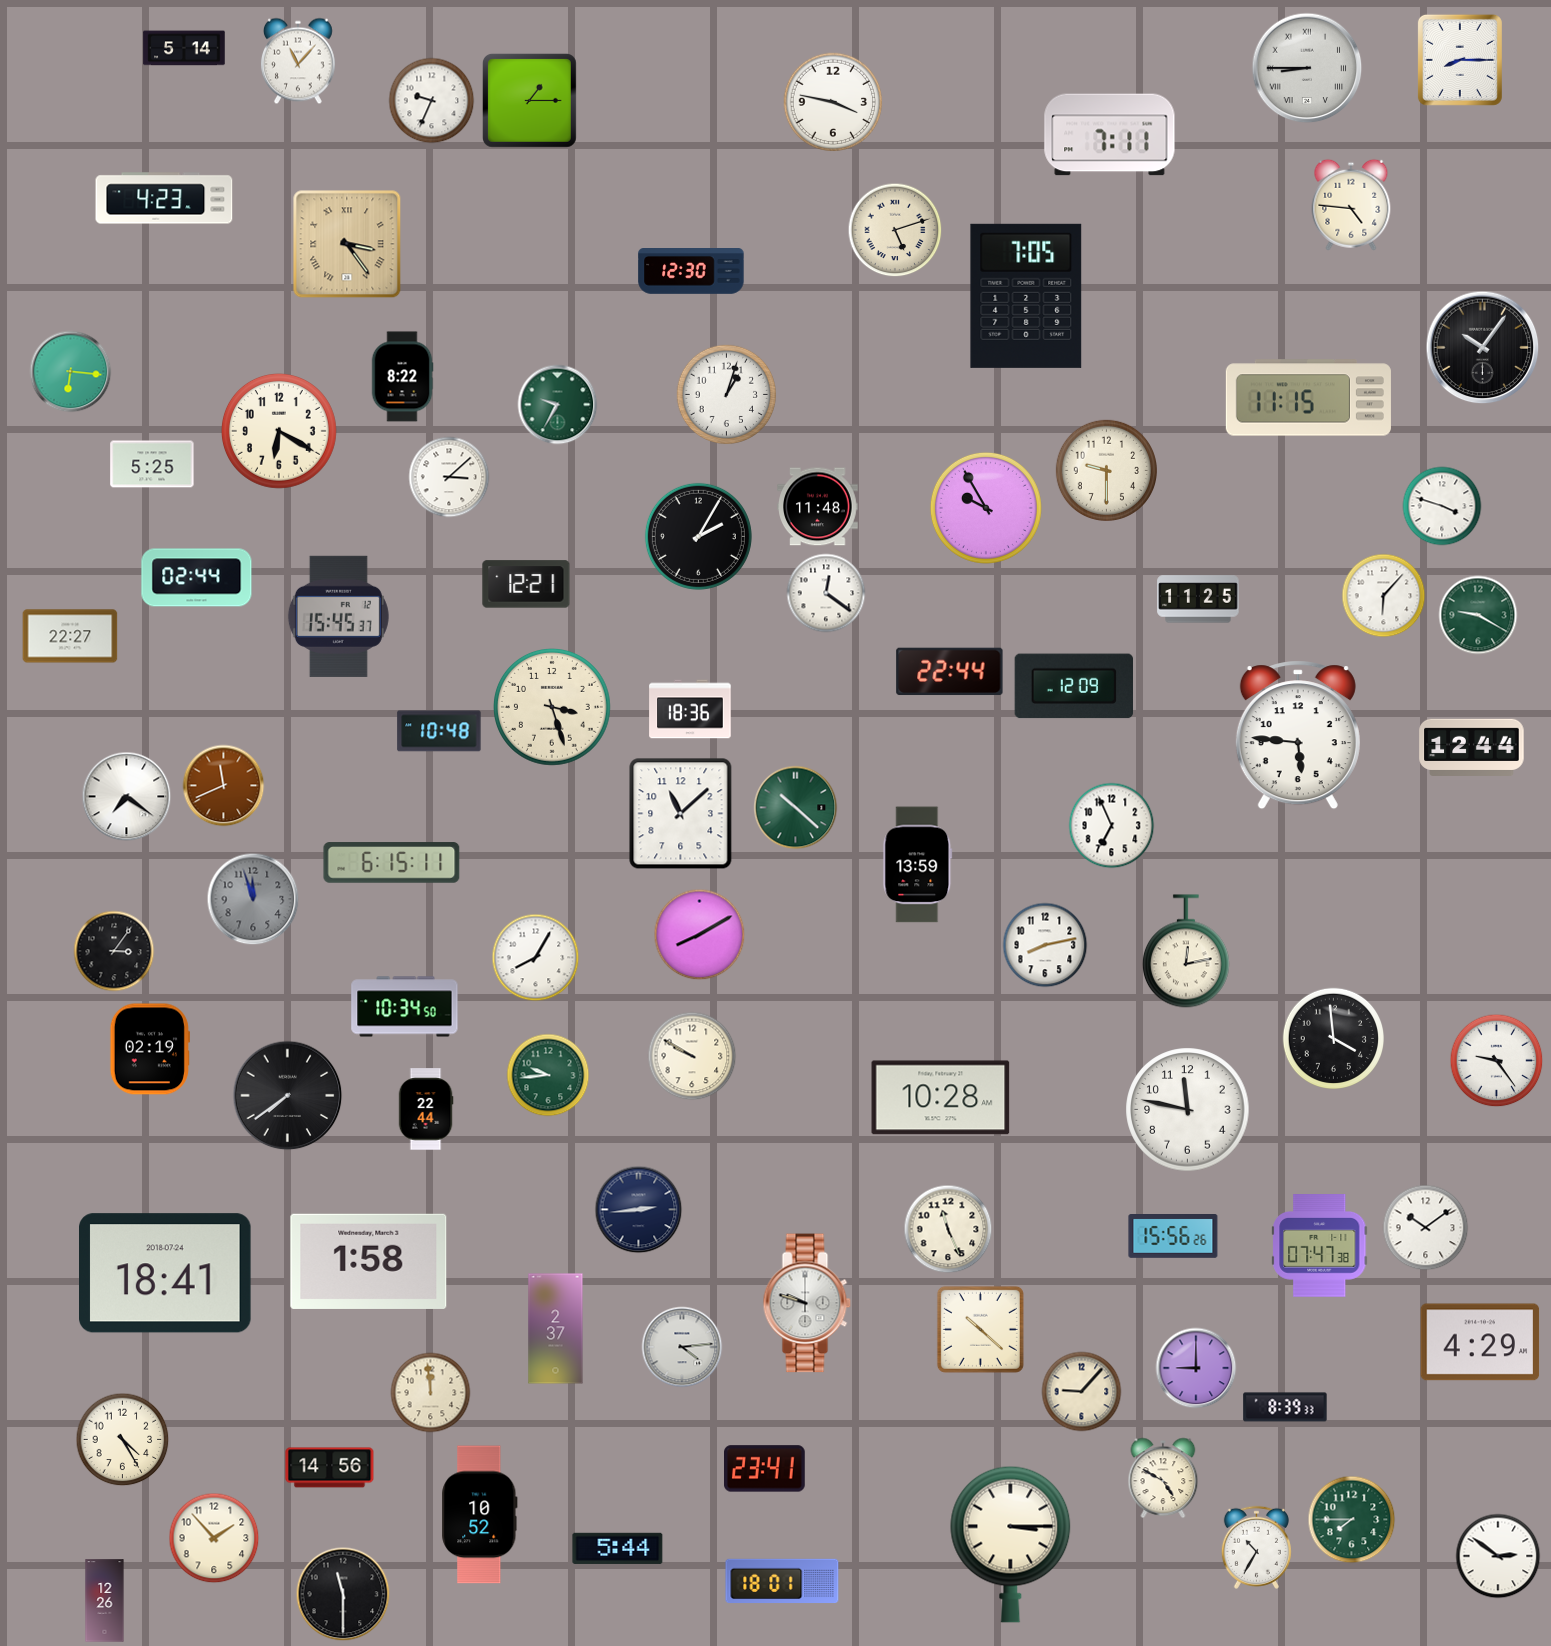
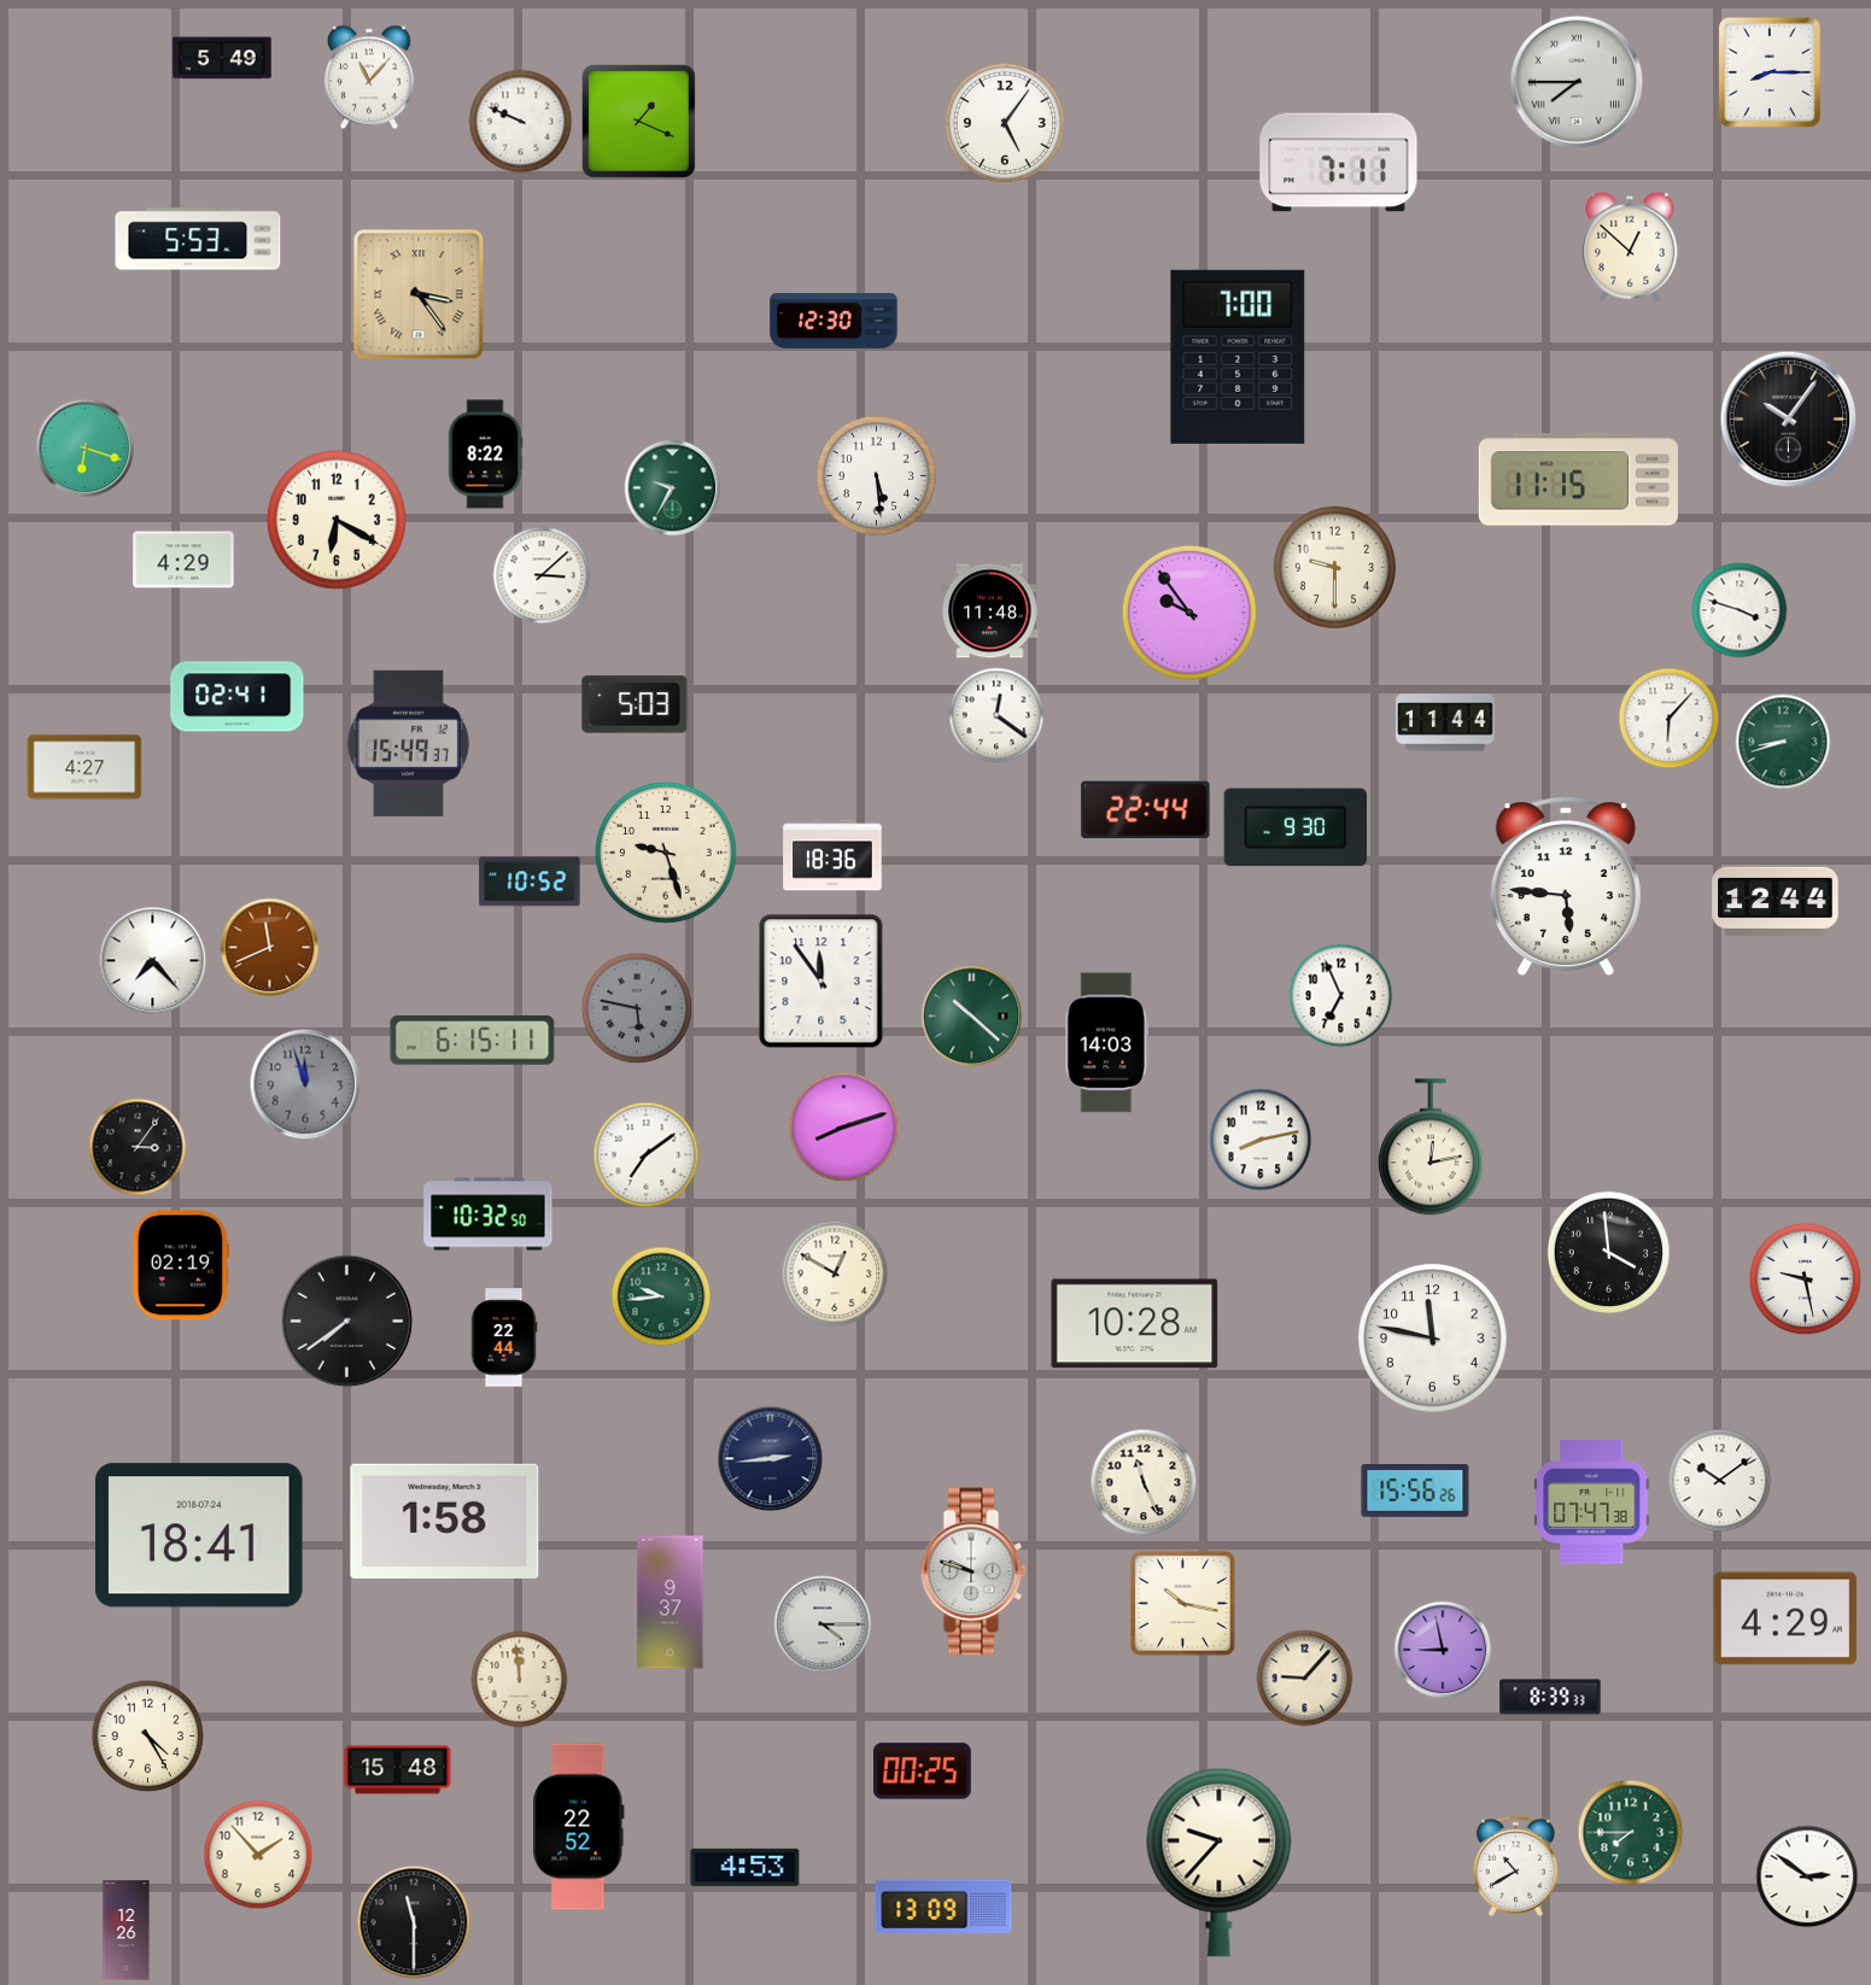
clock at (184, 48): 5:14 -> 5:49
clock at (1460, 60) position: (1460, 60) -> (1770, 72)
clock at (298, 61) position: (298, 61) -> (369, 77)
clock at (1307, 68): 8:45 -> 7:45
clock at (529, 100): 1:15 -> 1:19
clock at (432, 101): 9:34 -> 9:49
clock at (833, 102): 3:47 -> 5:06
clock at (164, 198): 4:23 -> 5:53
clock at (1351, 205): 4:46 -> 12:52
clock at (895, 230): 5:12 -> none
clock at (691, 272) position: (691, 272) -> (834, 322)
clock at (1026, 296): 7:05 -> 7:00
clock at (71, 372): 6:16 -> 6:18
clock at (727, 395): 1:03 -> 5:29
clock at (152, 464): 5:25 -> 4:29
clock at (818, 507) position: (818, 507) -> (990, 611)
clock at (986, 508): 9:55 -> 9:54
clock at (698, 536): 2:05 -> none
clock at (197, 578): 02:44 -> 02:41
clock at (526, 584): 12:21 -> 5:03
clock at (1198, 599): 11:25 -> 11:44
clock at (1478, 615): 9:20 -> 8:42
clock at (338, 616): 15:45 -> 15:49
clock at (70, 636): 22:27 -> 4:27
clock at (1073, 686): 12:09 -> 9:30
clock at (553, 708): 3:27 -> 9:27
clock at (439, 731): 10:48 -> 10:52
clock at (127, 797): 7:21 -> 7:23
clock at (796, 808) position: (796, 808) -> (972, 1017)
clock at (681, 814): 11:08 -> 11:54
clock at (637, 1008): none -> 5:47
clock at (918, 865): 13:59 -> 14:03
clock at (700, 935): 8:10 -> 8:12
clock at (536, 958): 8:05 -> 7:09
clock at (405, 1007): 10:34 -> 10:32
clock at (692, 1056): 9:50 -> 12:50
clock at (1497, 1061): 9:24 -> 9:28
clock at (426, 1109) position: (426, 1109) -> (504, 1337)
clock at (556, 1329): 2:37 -> 9:37
clock at (980, 1329): 10:22 -> 10:17
clock at (682, 1347): 4:14 -> 4:15
clock at (1196, 1368): 9:00 -> 8:58
clock at (330, 1468): 14:56 -> 15:48
clock at (765, 1469): 23:41 -> 00:25
clock at (1163, 1478): 4:50 -> none
clock at (480, 1515): 10:52 -> 22:52
clock at (1011, 1544): 3:15 -> 9:37
clock at (1256, 1547): 10:35 -> 10:40
clock at (618, 1548): 5:44 -> 4:53
clock at (782, 1581): 18:01 -> 13:09
